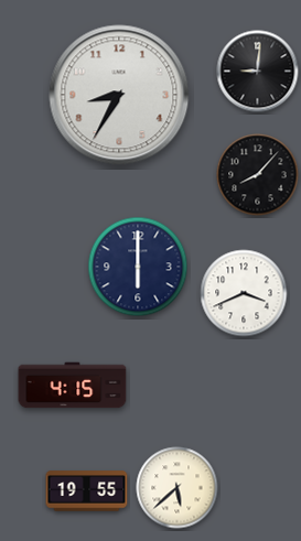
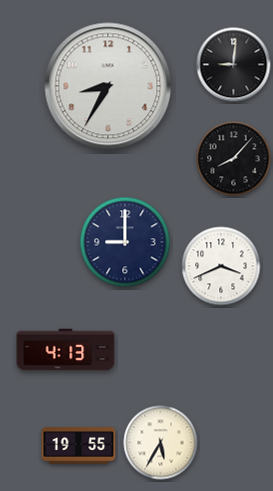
clock at (138, 267): 6:00 -> 9:00
clock at (73, 386): 4:15 -> 4:13
clock at (178, 488): 5:38 -> 5:35
